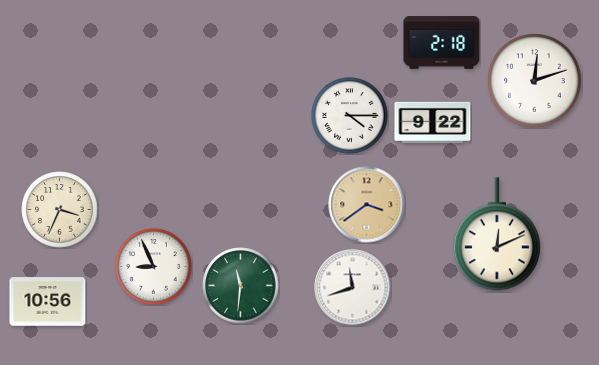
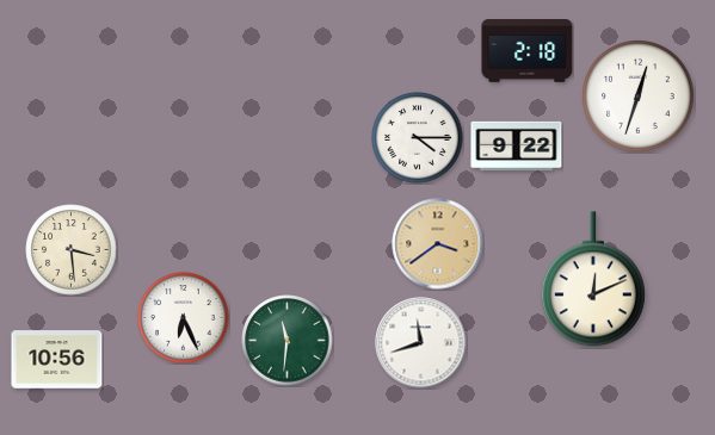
clock at (535, 81): 12:12 -> 12:33
clock at (60, 210): 3:34 -> 3:29
clock at (154, 267): 8:56 -> 6:26
